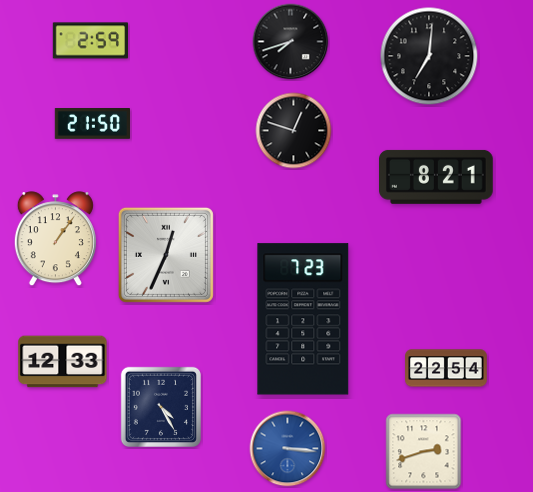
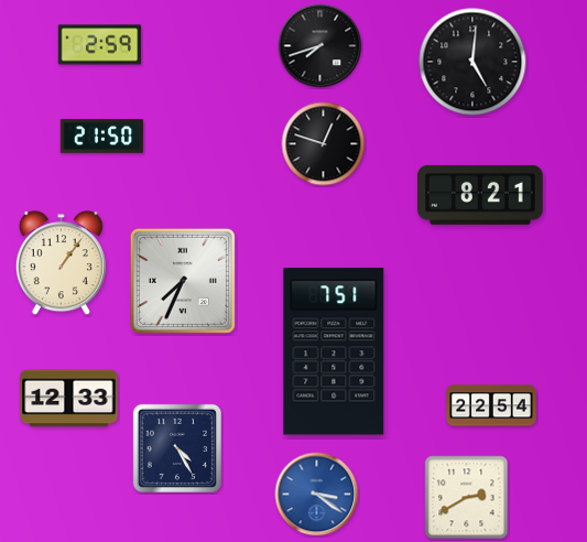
clock at (429, 56): 7:01 -> 5:01
clock at (166, 255): 12:34 -> 7:34
clock at (303, 319): 7:23 -> 7:51
clock at (288, 449): 3:16 -> 3:21
clock at (424, 452): 2:42 -> 2:40
